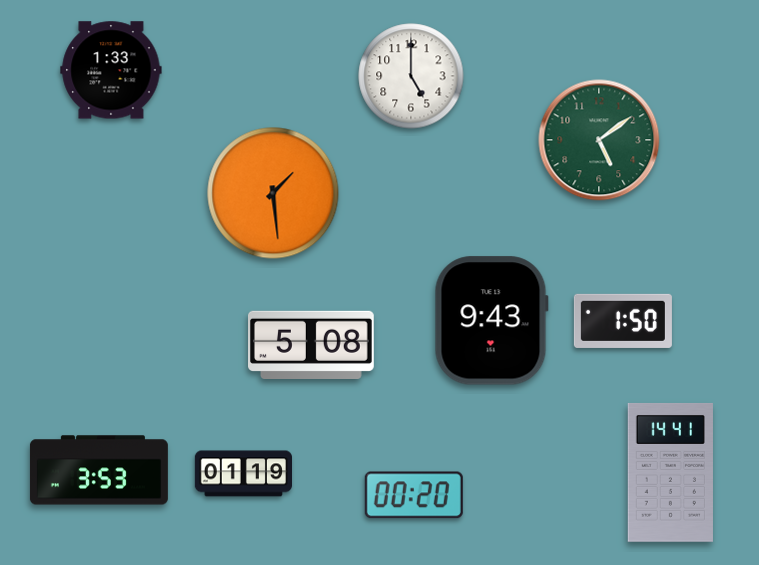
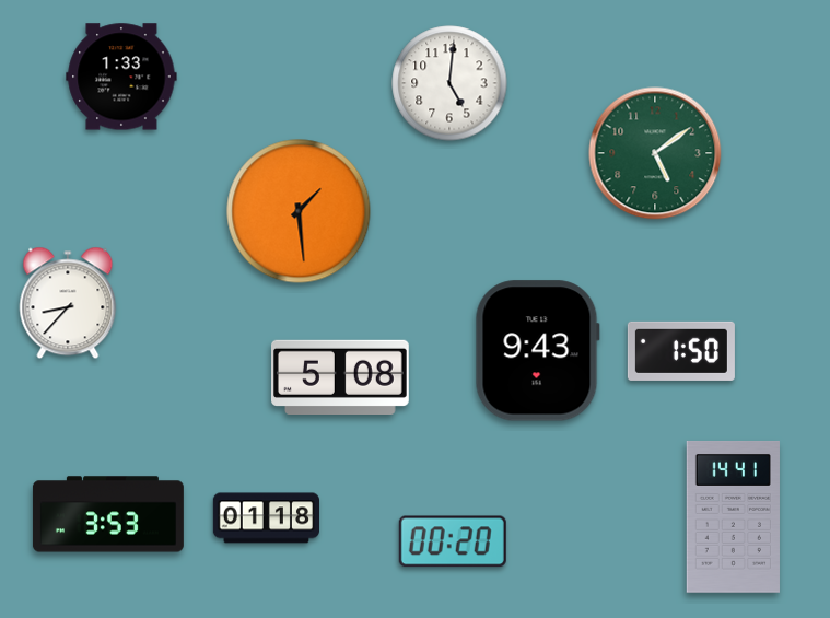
clock at (411, 76): 5:00 -> 5:01
clock at (68, 303): none -> 8:37
clock at (243, 474): 01:19 -> 01:18
